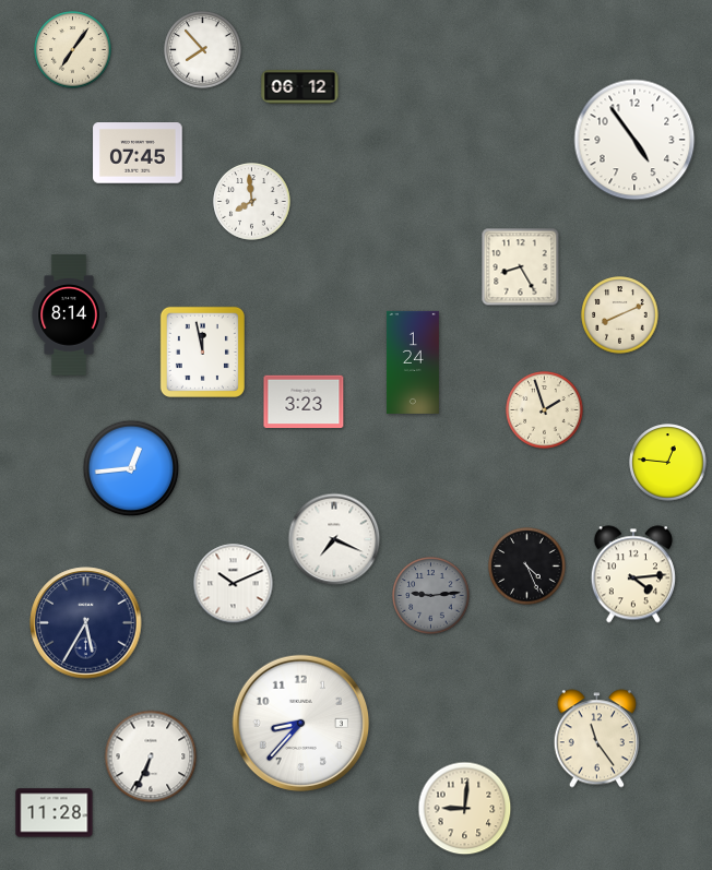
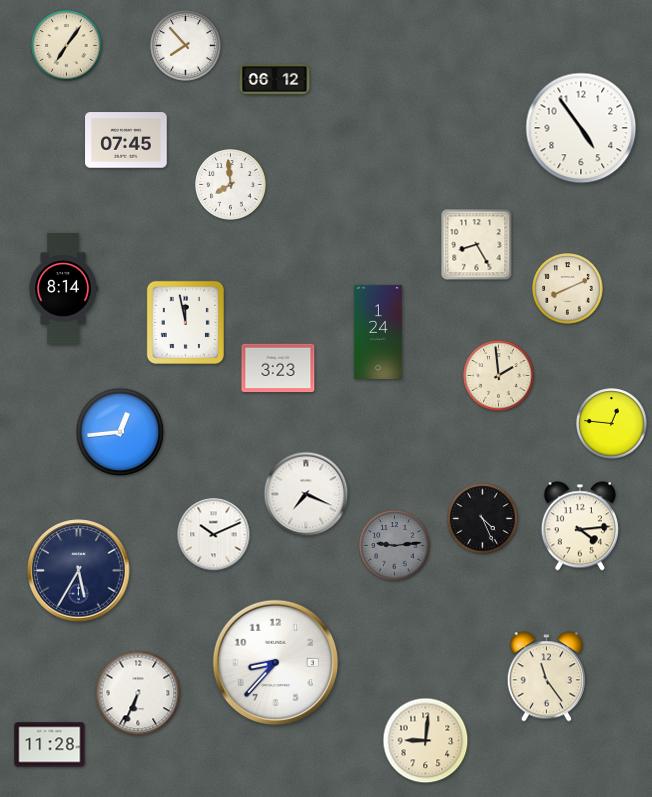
clock at (545, 410): 1:57 -> 1:59
clock at (131, 468) position: (131, 468) -> (120, 432)
